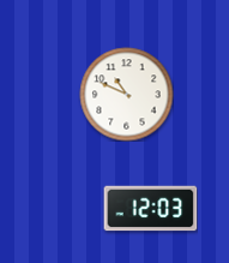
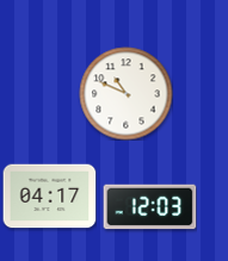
clock at (49, 197): none -> 04:17
